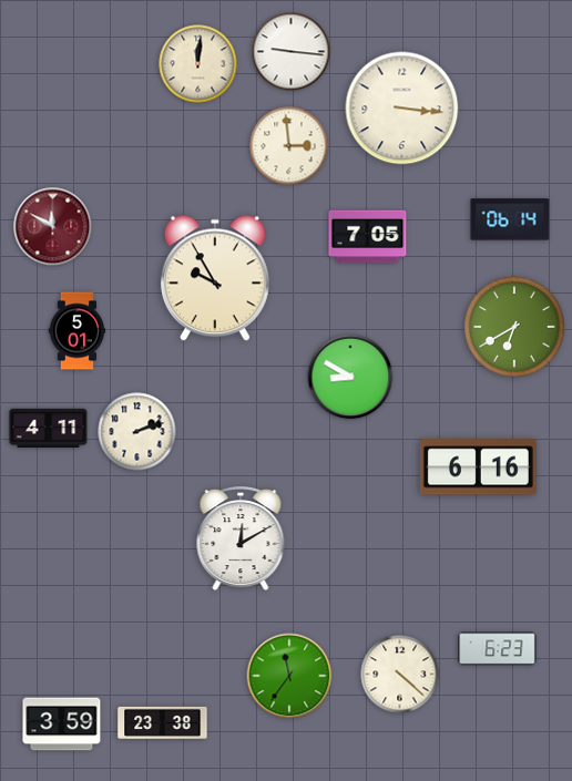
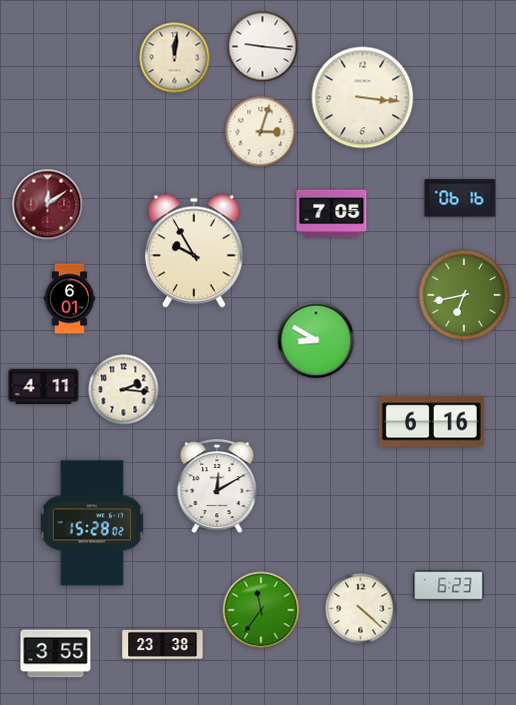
clock at (198, 64) position: (198, 64) -> (175, 58)
clock at (289, 146): 2:59 -> 3:03
clock at (510, 219): 06:14 -> 06:16
clock at (53, 227): 11:50 -> 12:09
clock at (514, 327): 6:40 -> 6:43
clock at (76, 331): 5:01 -> 6:01
clock at (137, 432): 2:12 -> 2:16
clock at (91, 523): none -> 15:28
clock at (163, 722) position: (163, 722) -> (163, 644)
clock at (62, 725): 3:59 -> 3:55
